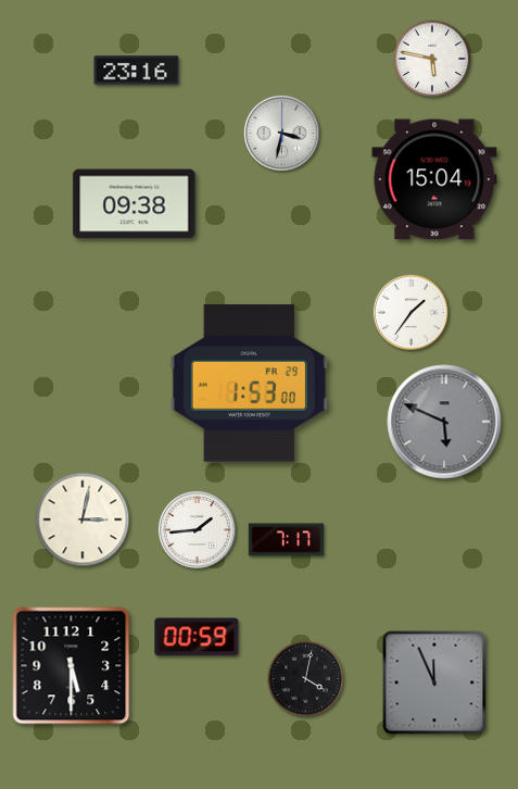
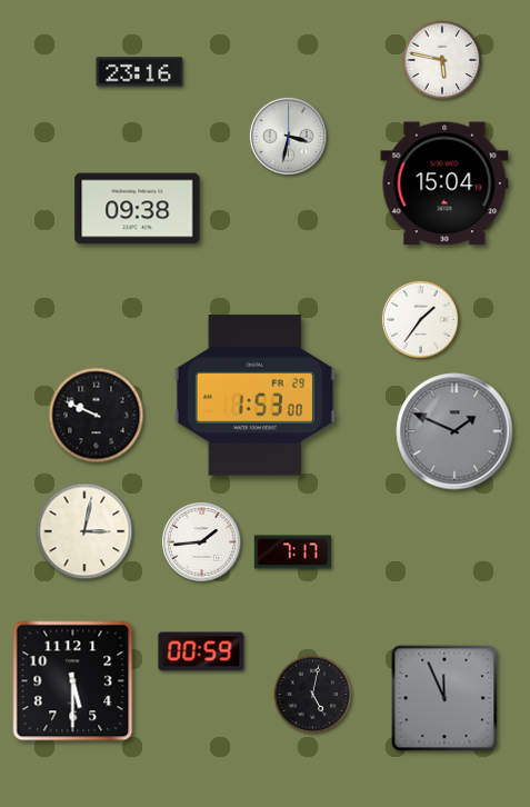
clock at (249, 384) position: (249, 384) -> (254, 396)
clock at (97, 416): none -> 9:49
clock at (444, 422): 5:49 -> 1:49
clock at (306, 679): 4:02 -> 5:02
